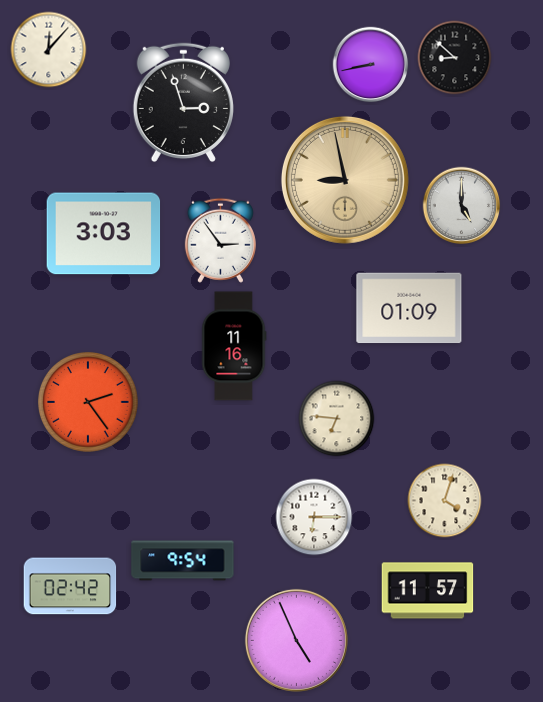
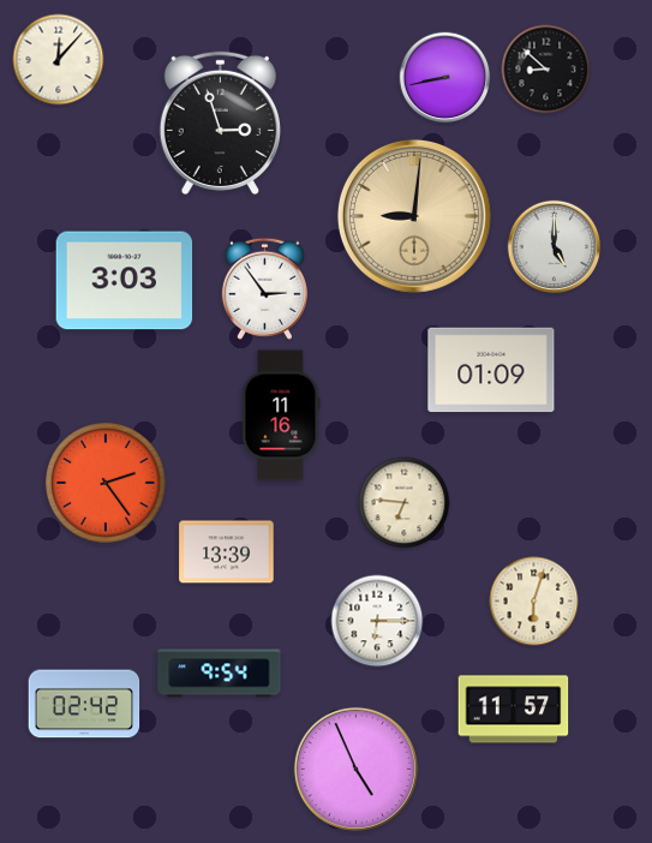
clock at (345, 180): 8:58 -> 9:01
clock at (227, 552): none -> 13:39
clock at (445, 501): 4:03 -> 6:03
